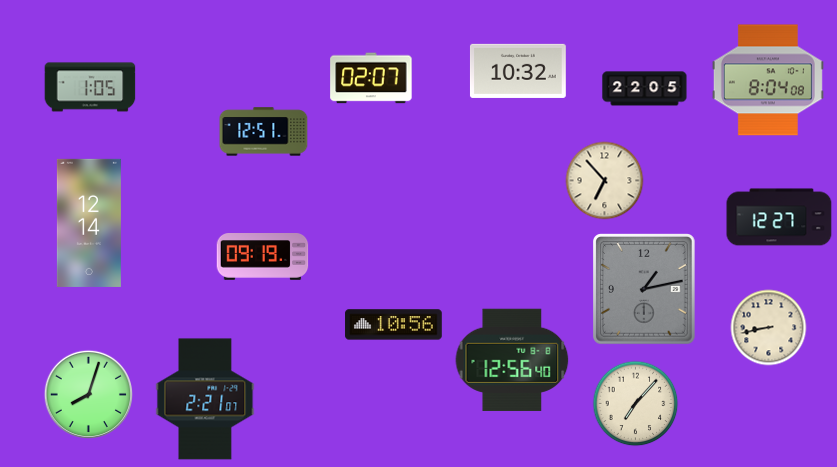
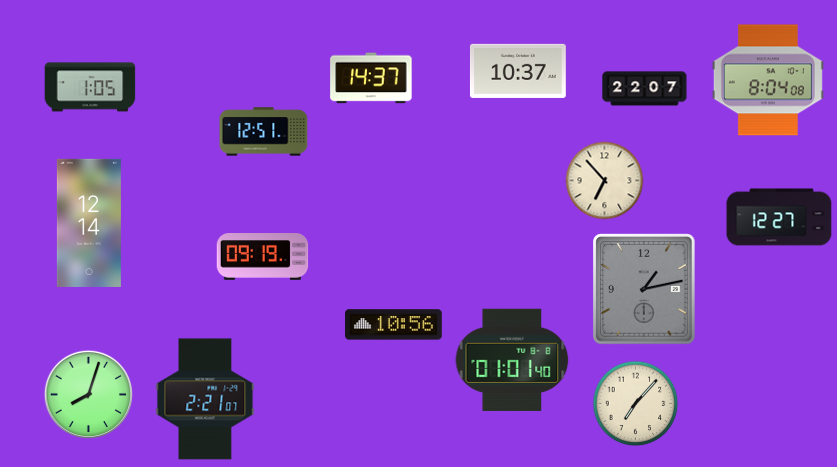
clock at (518, 71): 10:32 -> 10:37
clock at (371, 78): 02:07 -> 14:37
clock at (645, 89): 22:05 -> 22:07
clock at (769, 328): 8:43 -> none
clock at (512, 359): 12:56 -> 01:01
